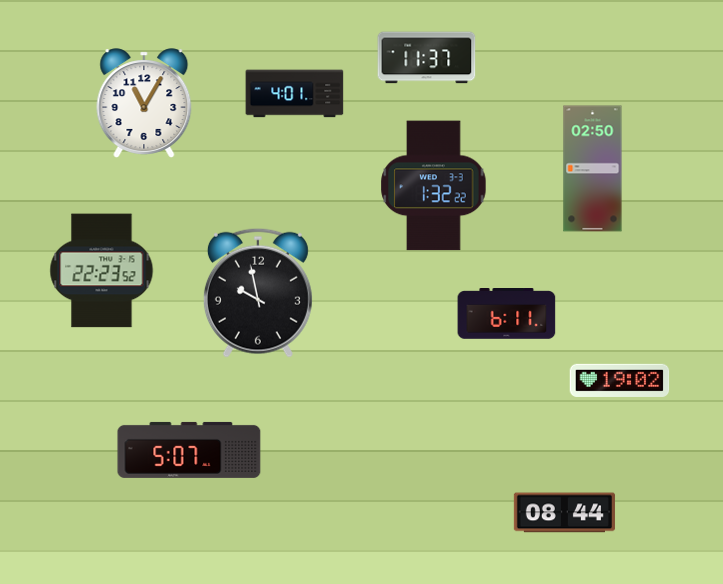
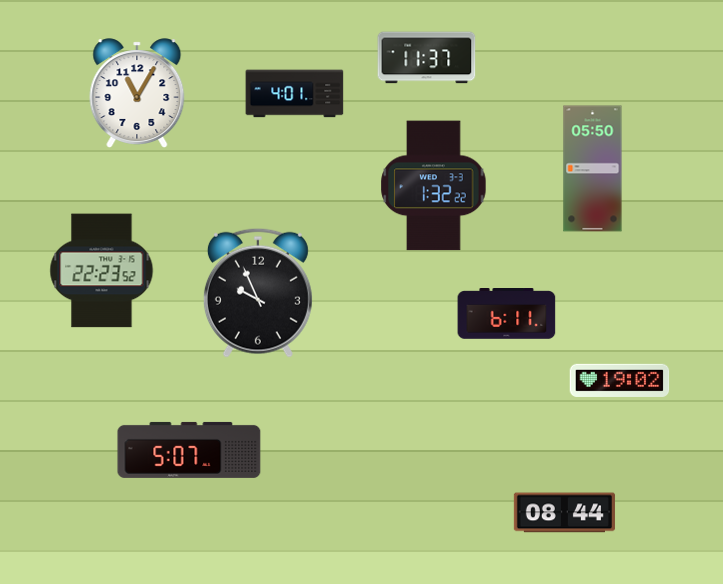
clock at (144, 103) position: (144, 103) -> (137, 93)
clock at (593, 169): 02:50 -> 05:50
clock at (258, 293): 9:58 -> 9:56
